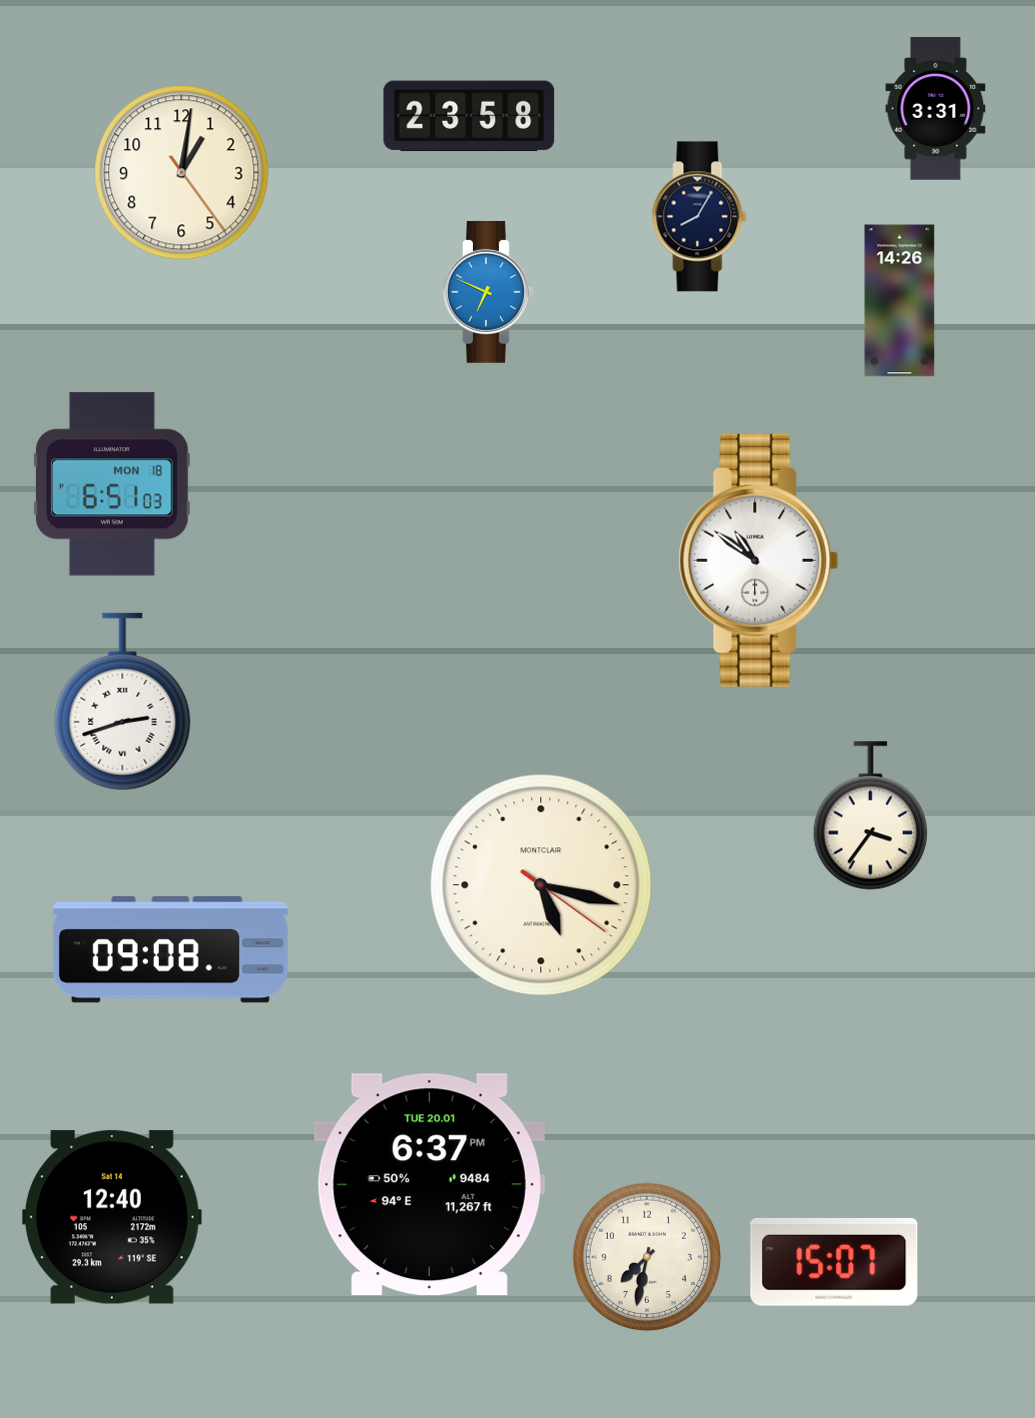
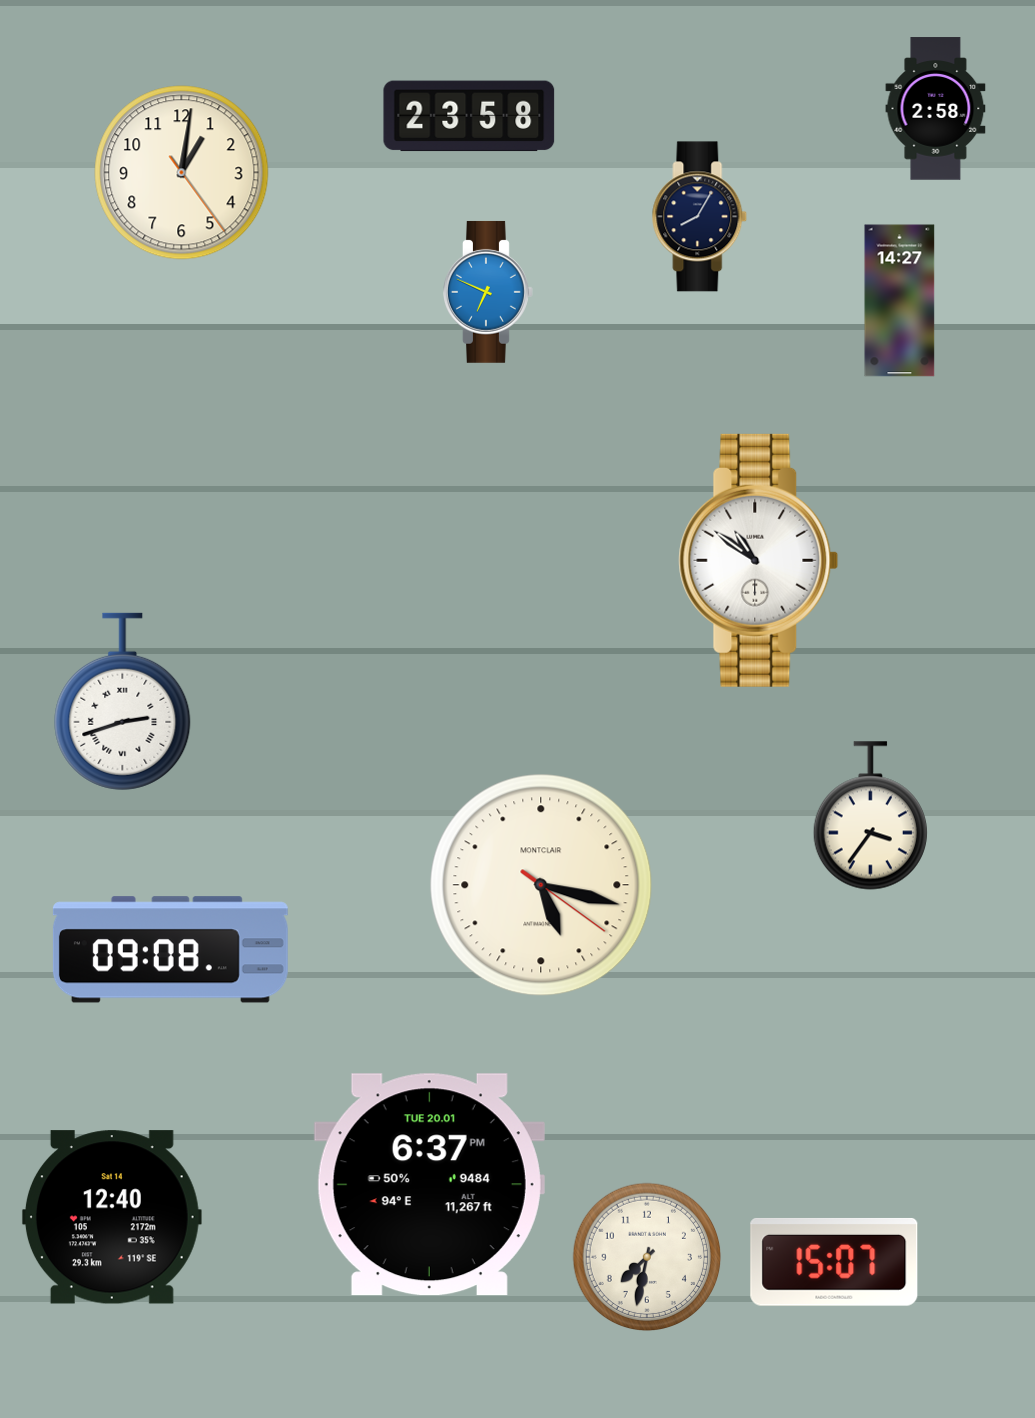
clock at (936, 109): 3:31 -> 2:58
clock at (900, 301): 14:26 -> 14:27
clock at (112, 484): 6:51 -> none
